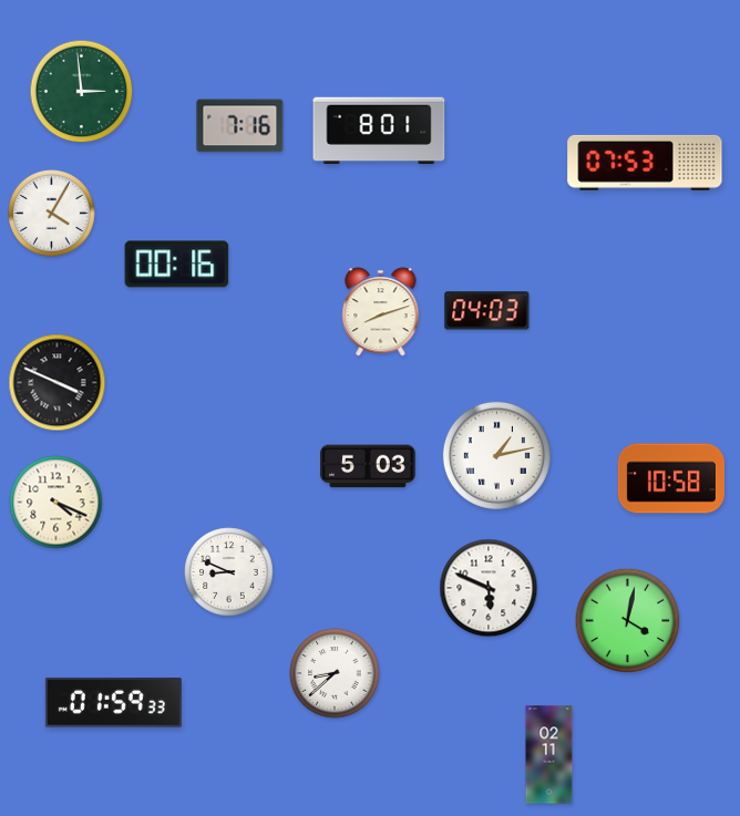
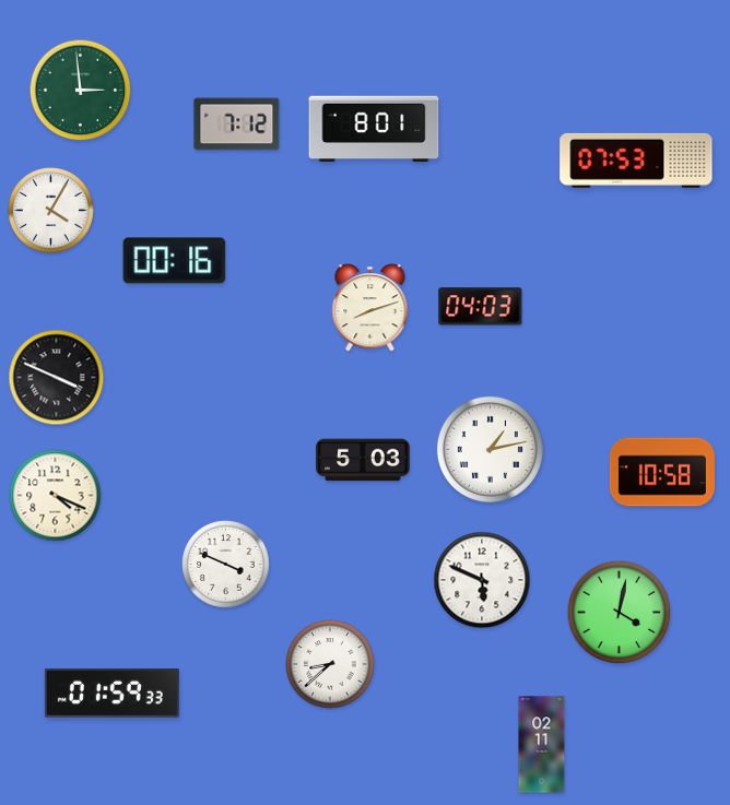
clock at (240, 126): 7:16 -> 7:12
clock at (381, 312) position: (381, 312) -> (370, 308)
clock at (229, 572): 8:49 -> 3:49
